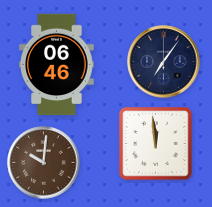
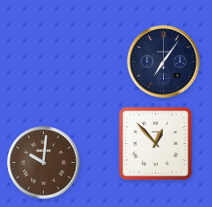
clock at (57, 65): 06:46 -> none
clock at (156, 144): 11:59 -> 12:53
